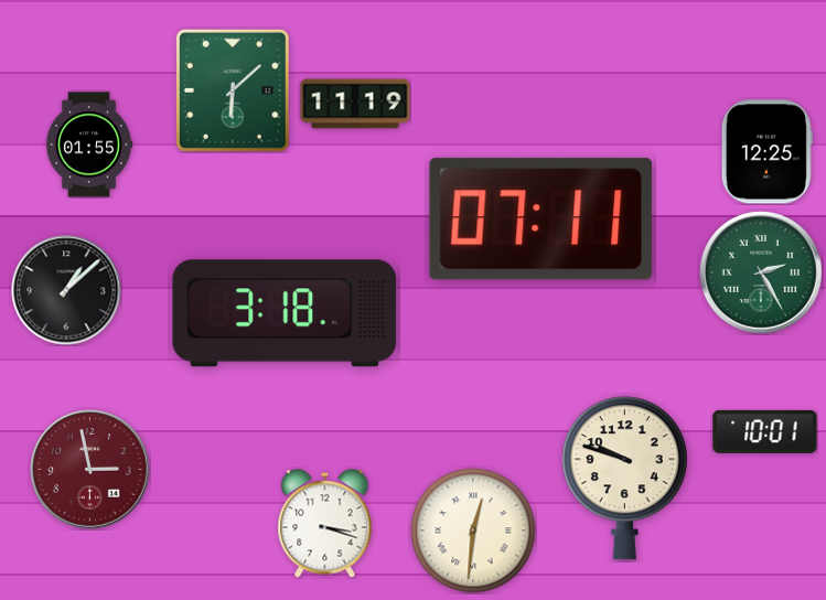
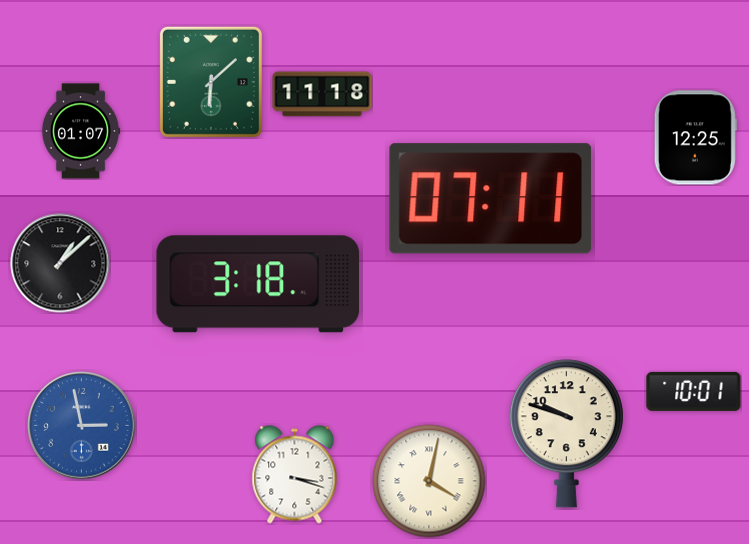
clock at (355, 104): 11:19 -> 11:18
clock at (89, 144): 01:55 -> 01:07
clock at (761, 272): 2:25 -> none
clock at (90, 470) dial: burgundy -> blue
clock at (473, 531): 12:31 -> 4:02
